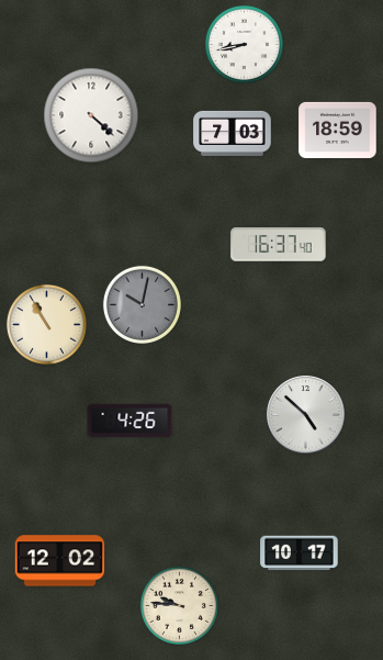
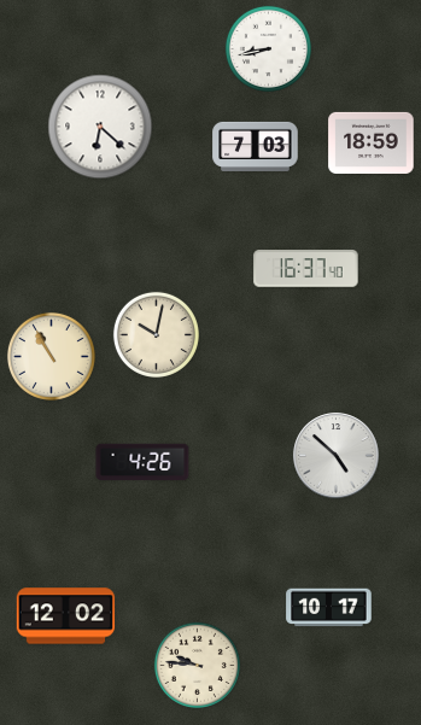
clock at (91, 115): 4:22 -> 6:22
clock at (142, 304) dial: grey -> cream
